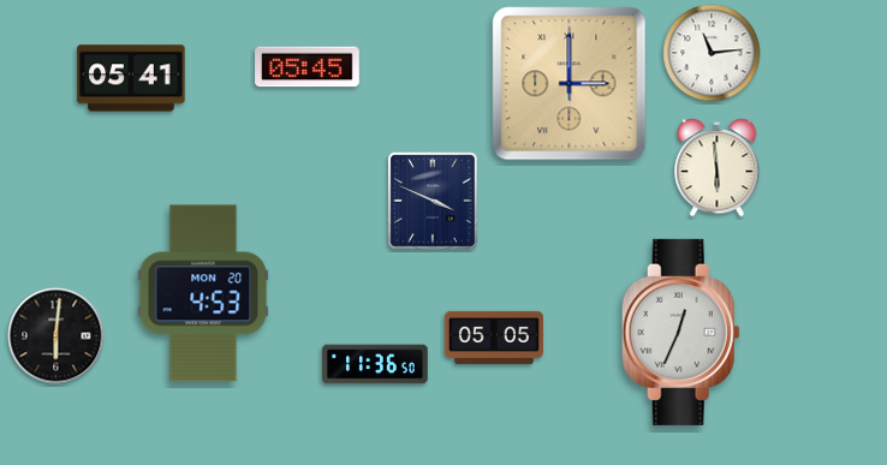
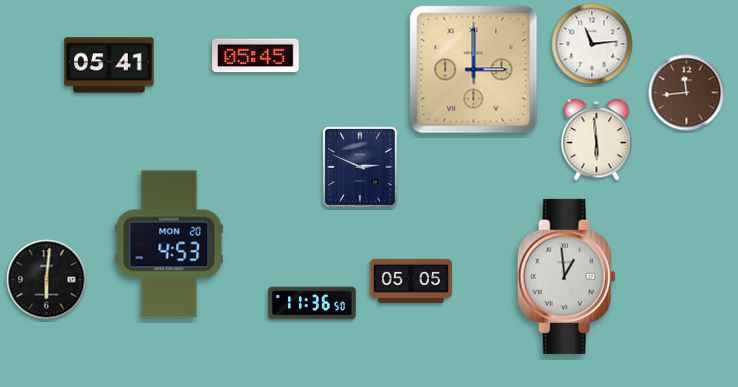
clock at (687, 93): none -> 11:44
clock at (434, 202): 3:49 -> 2:49
clock at (680, 332): 12:34 -> 12:59
